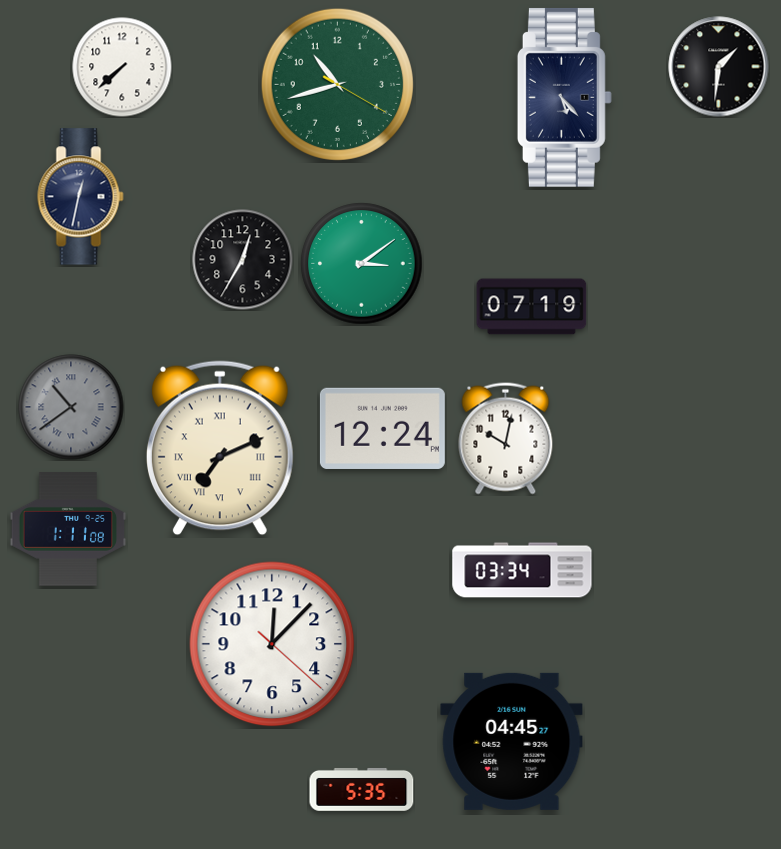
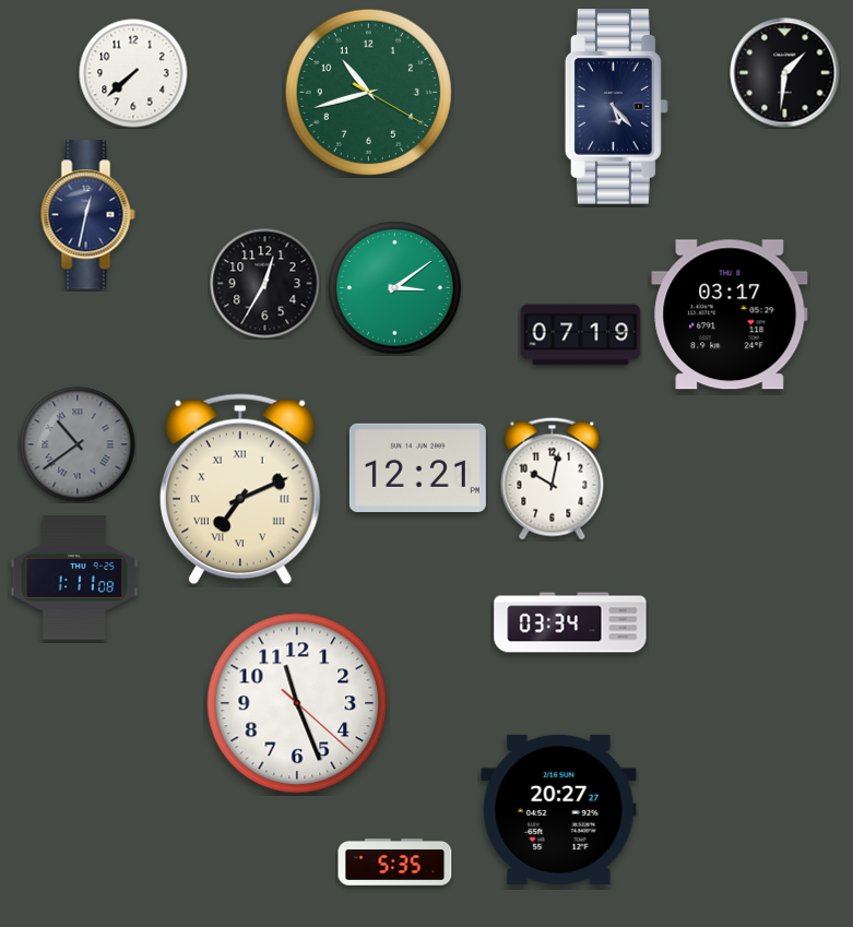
clock at (730, 314): none -> 03:17
clock at (382, 428): 12:24 -> 12:21
clock at (272, 644): 12:07 -> 11:26
clock at (512, 741): 04:45 -> 20:27
